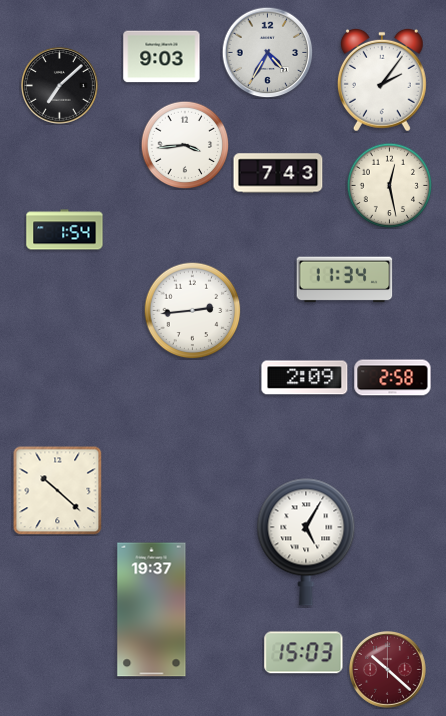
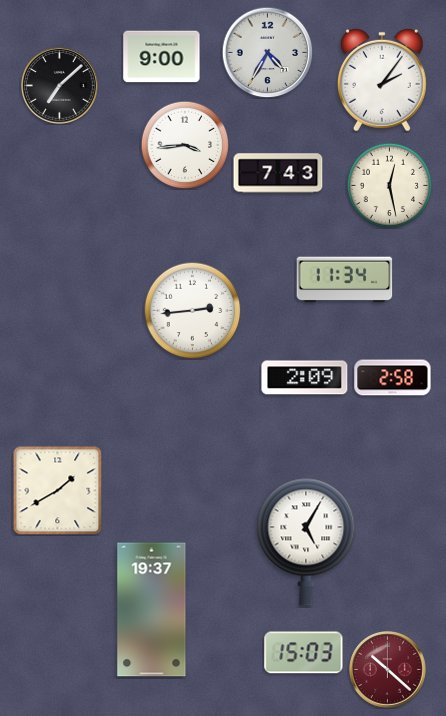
clock at (162, 57): 9:03 -> 9:00
clock at (65, 230): 1:54 -> none
clock at (57, 490): 10:22 -> 1:40
